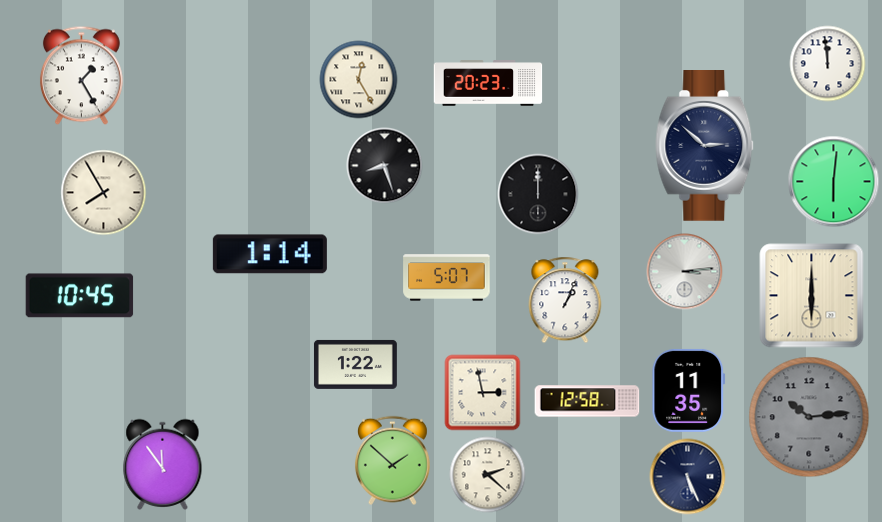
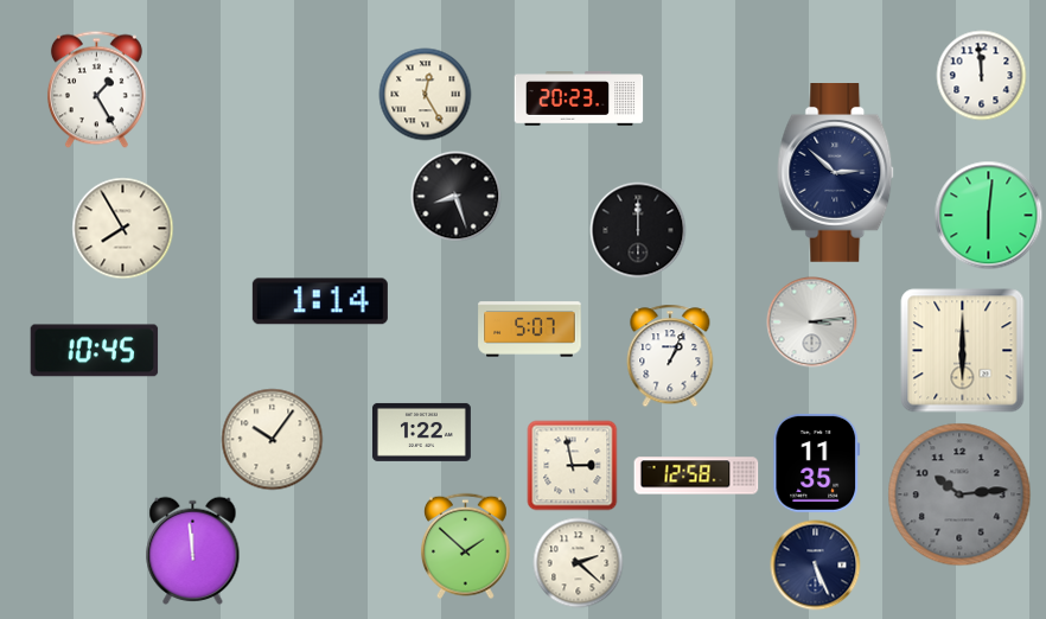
clock at (273, 440): none -> 10:06
clock at (163, 464): 11:54 -> 11:59
